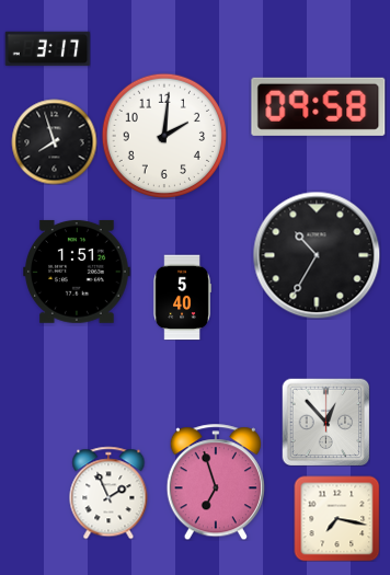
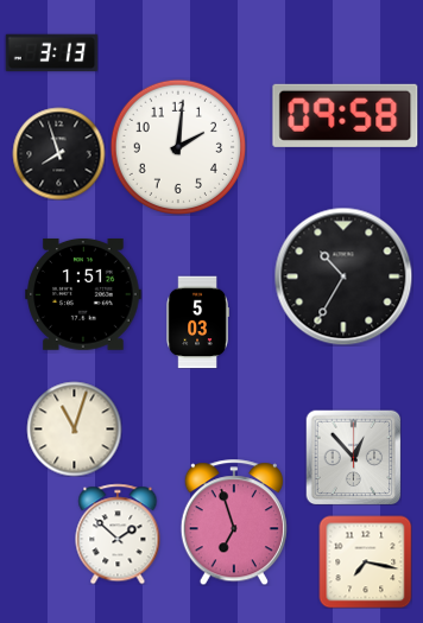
clock at (47, 49): 3:17 -> 3:13
clock at (182, 297): 5:40 -> 5:03
clock at (74, 428): none -> 11:03
clock at (108, 493): 1:56 -> 1:52
